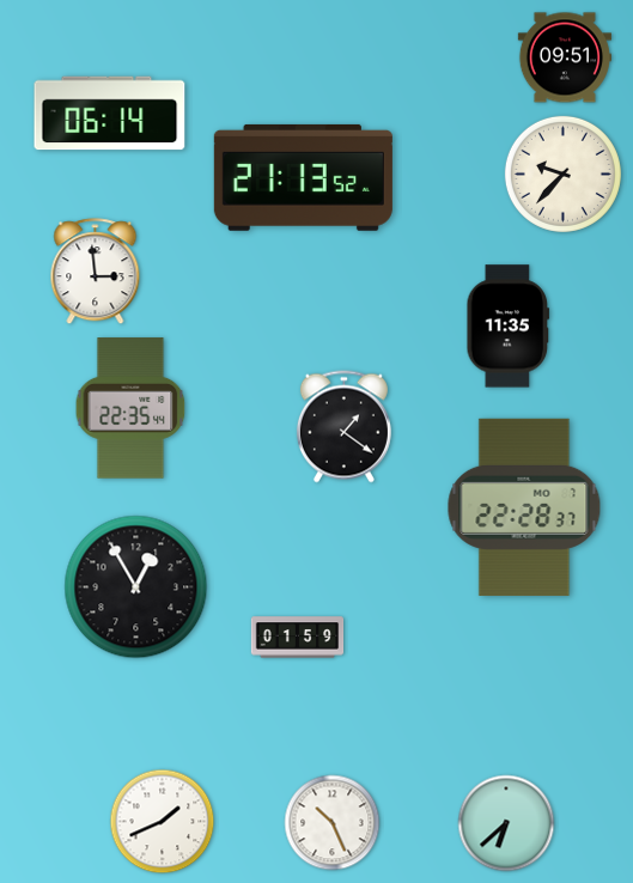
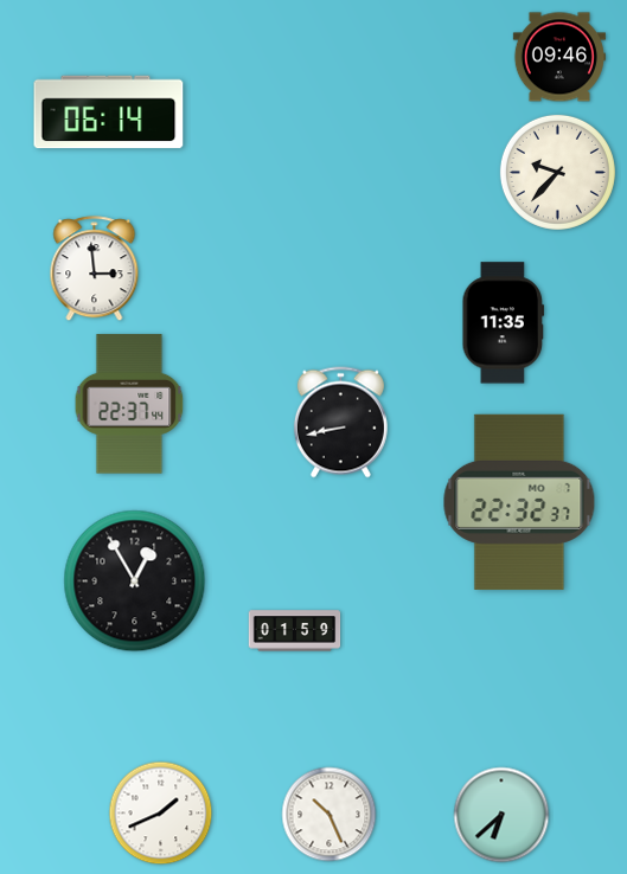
clock at (565, 57): 09:51 -> 09:46
clock at (303, 177): 21:13 -> none
clock at (130, 408): 22:35 -> 22:37
clock at (343, 427): 1:21 -> 8:43
clock at (524, 507): 22:28 -> 22:32
